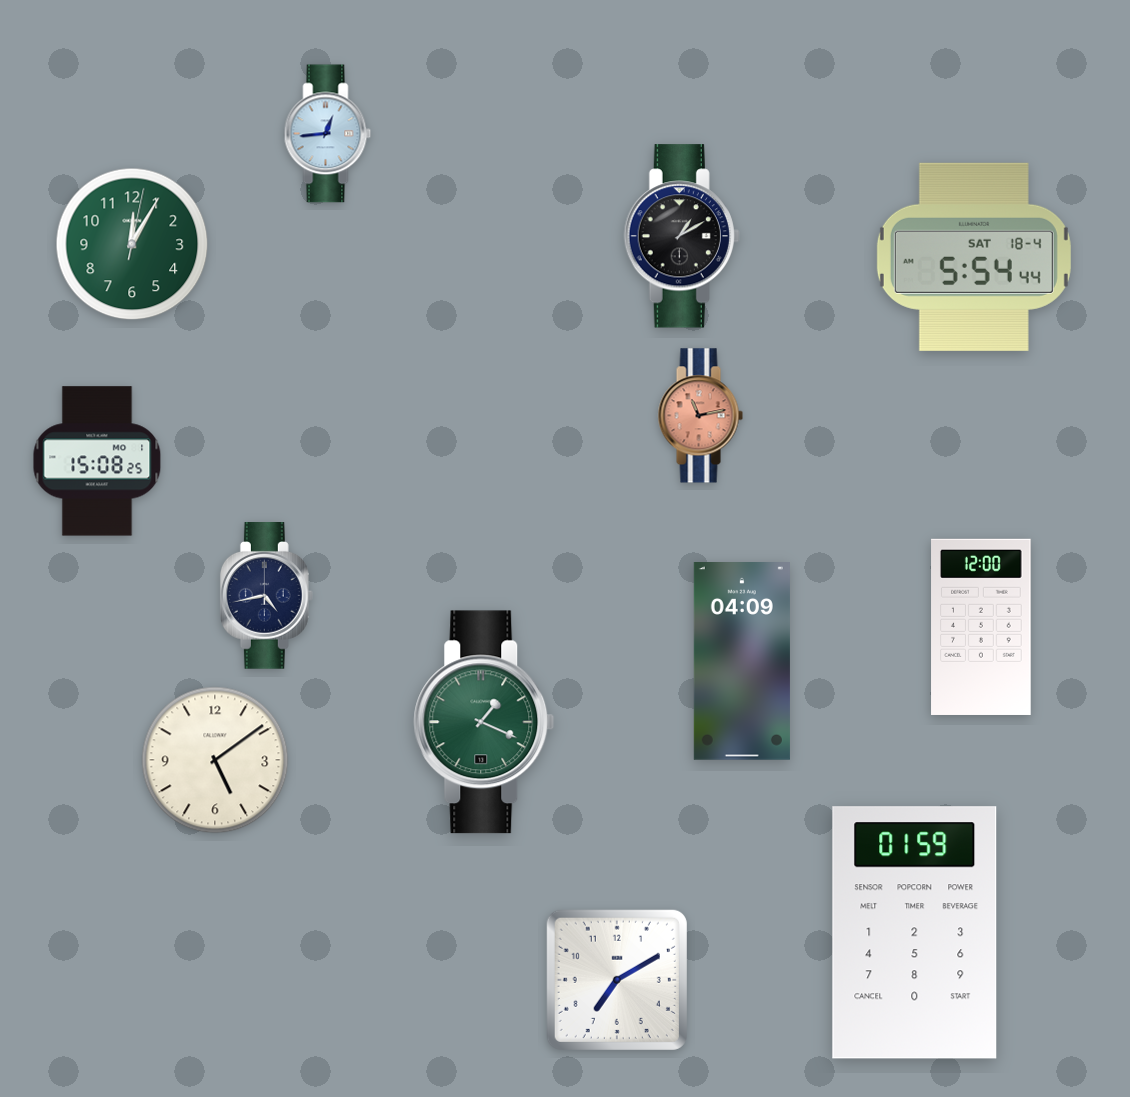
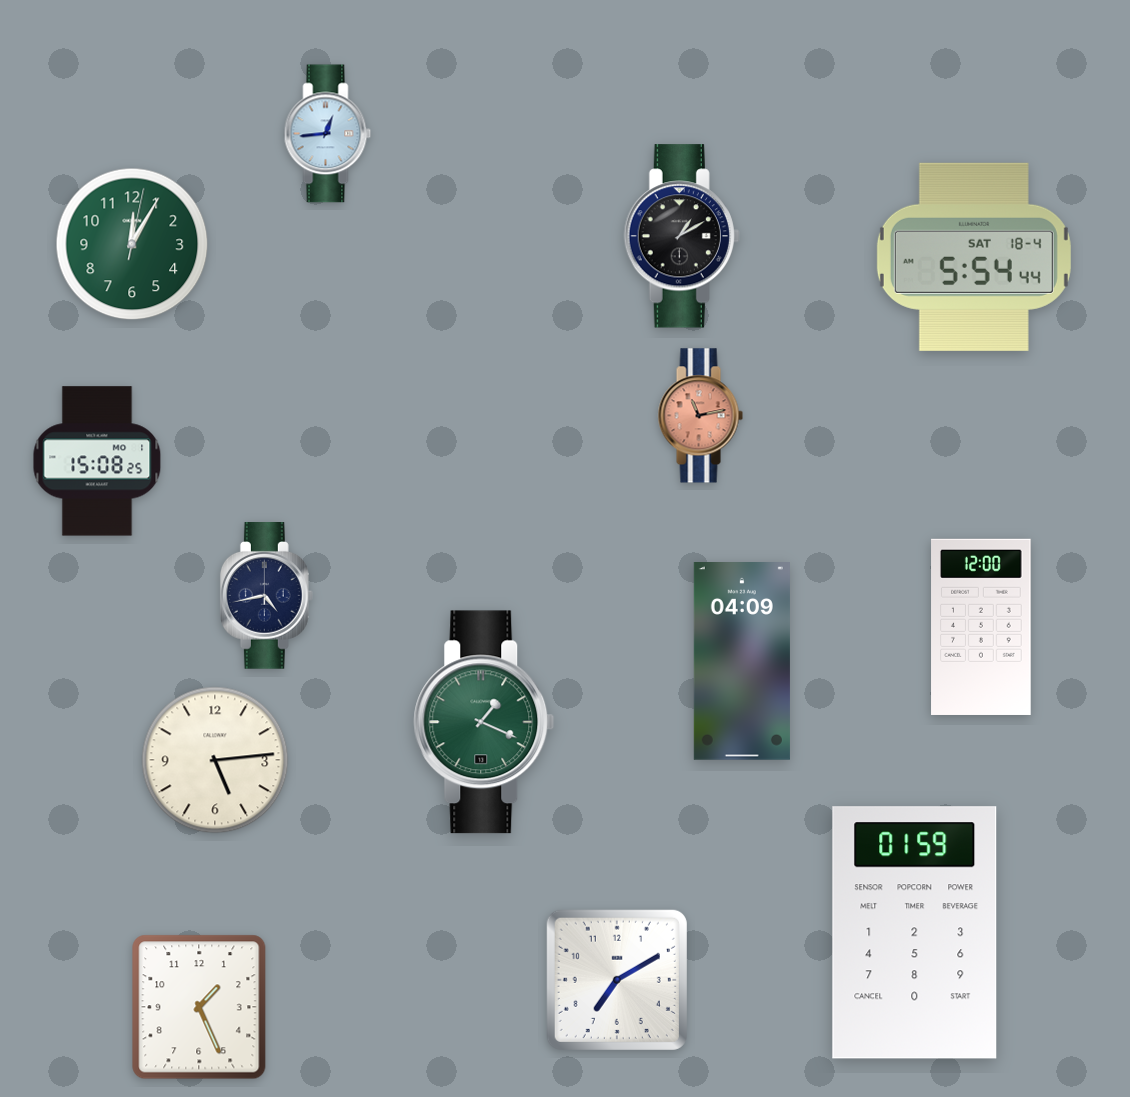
clock at (215, 760): 5:09 -> 5:14
clock at (199, 1007): none -> 1:26
